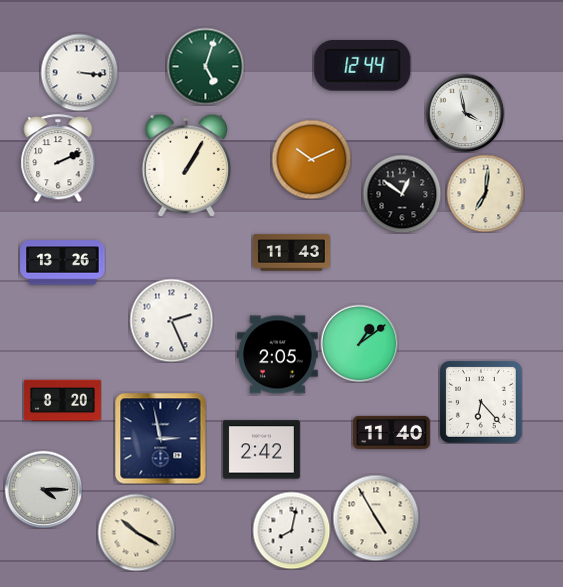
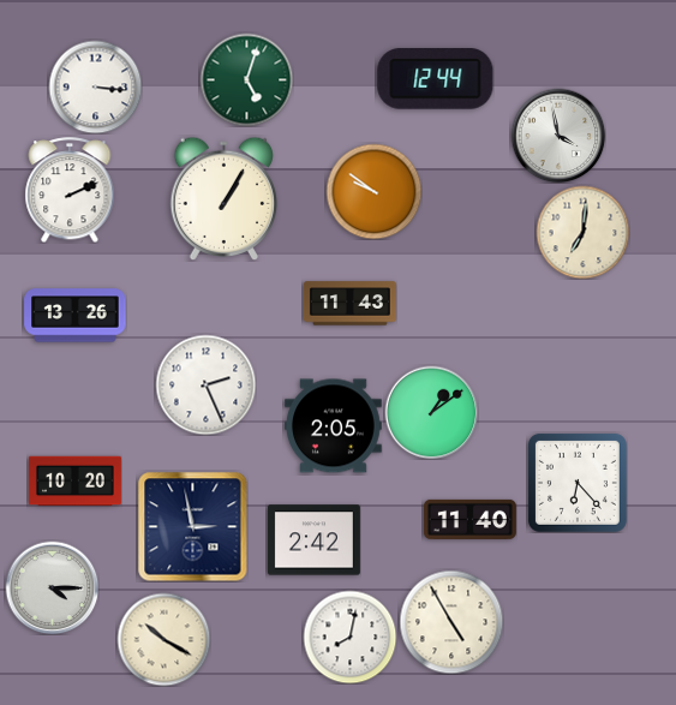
clock at (311, 159): 10:11 -> 9:51
clock at (402, 194): 12:51 -> none
clock at (62, 401): 8:20 -> 10:20
